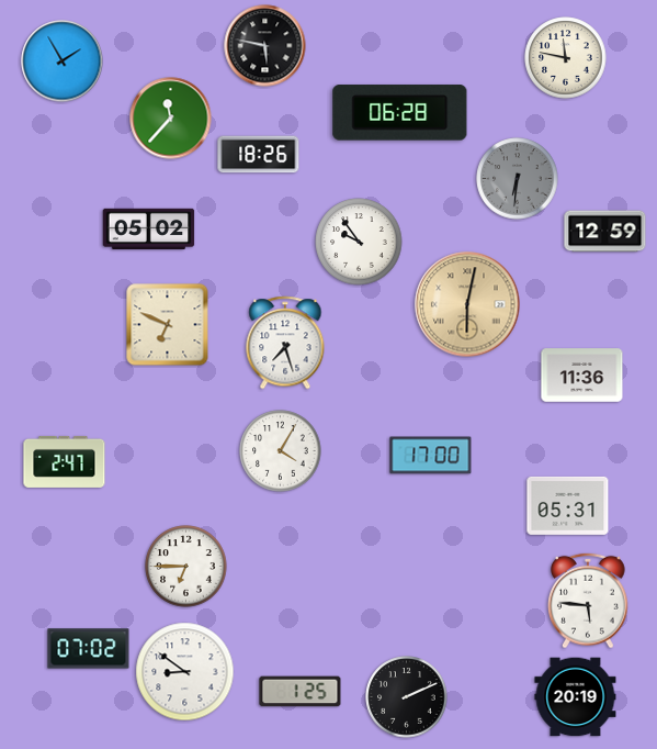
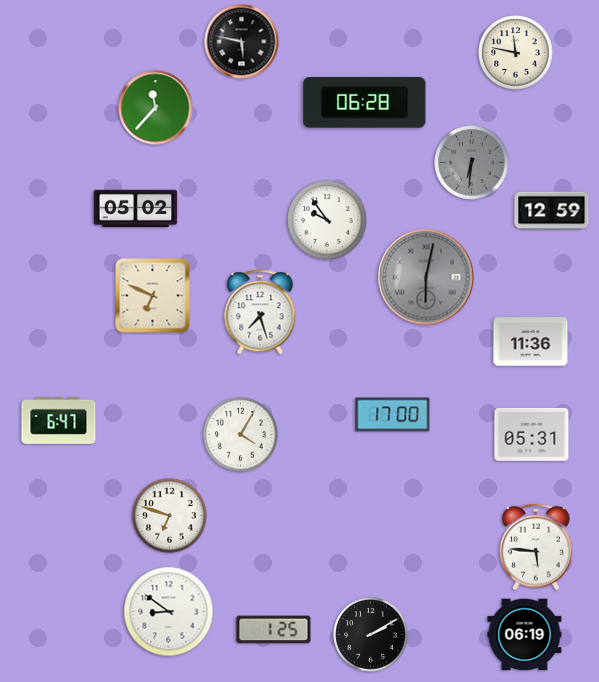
clock at (63, 62): 1:55 -> none
clock at (259, 155): 18:26 -> none
clock at (467, 304) dial: champagne -> grey
clock at (281, 451) position: (281, 451) -> (241, 435)
clock at (65, 461): 2:47 -> 6:47
clock at (568, 505) position: (568, 505) -> (532, 434)
clock at (186, 567): 6:45 -> 6:48
clock at (89, 649): 07:02 -> none
clock at (407, 697): 2:11 -> 2:10
clock at (576, 697): 20:19 -> 06:19
